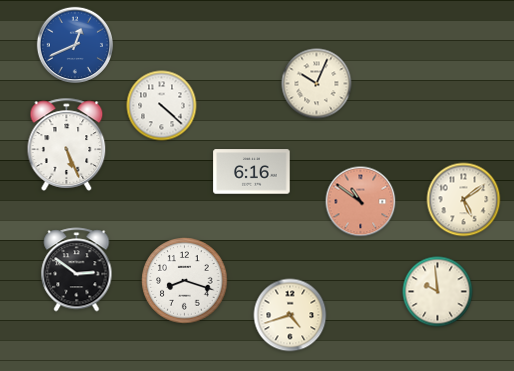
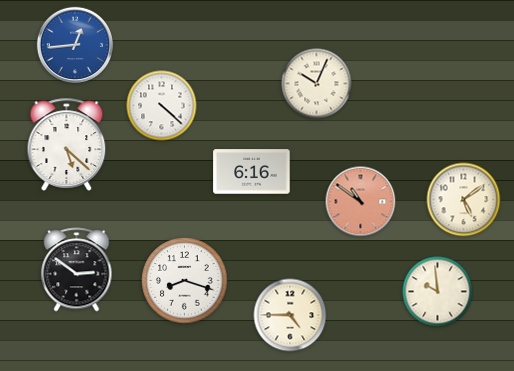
clock at (74, 44): 12:41 -> 12:44
clock at (67, 144): 5:26 -> 5:22
clock at (290, 315): 4:42 -> 4:45
